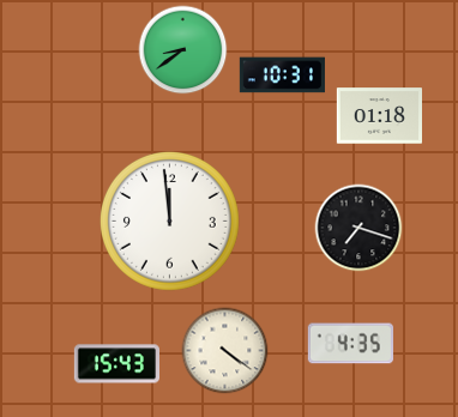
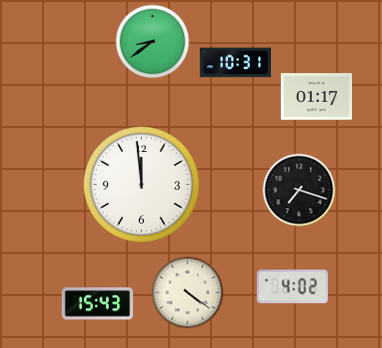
clock at (379, 116): 01:18 -> 01:17
clock at (350, 344): 4:35 -> 4:02
